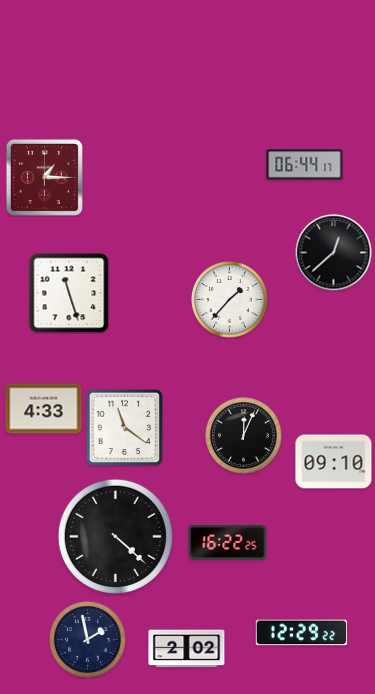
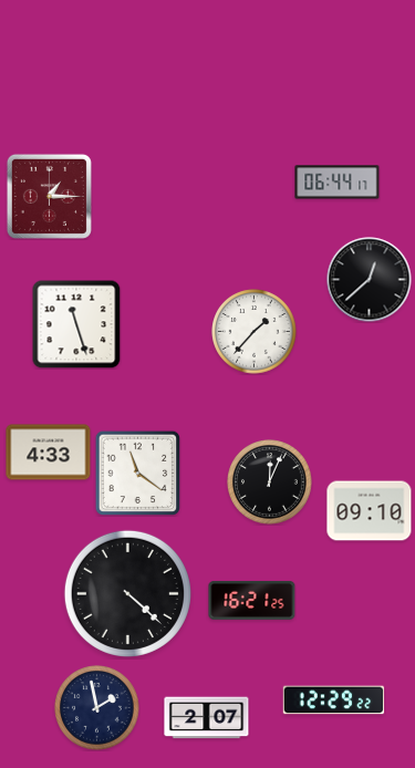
clock at (228, 542): 16:22 -> 16:21
clock at (187, 649): 2:02 -> 2:07
